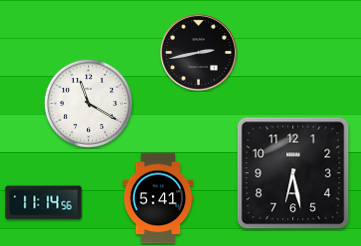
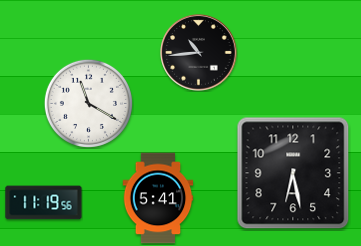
clock at (199, 53): 2:43 -> 10:44
clock at (44, 203): 11:14 -> 11:19
